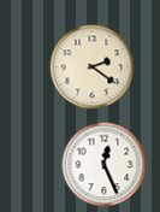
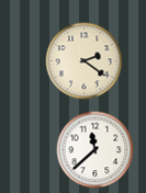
clock at (105, 165): 12:26 -> 11:38
